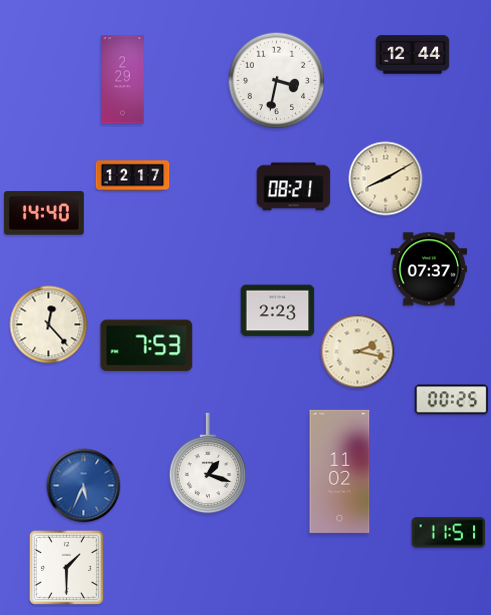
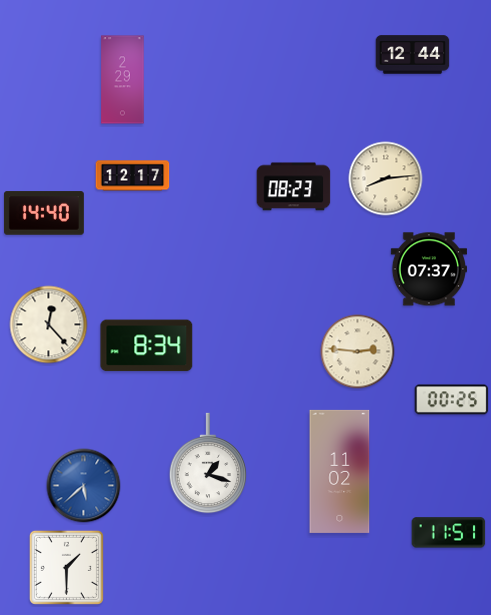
clock at (277, 81): 3:32 -> none
clock at (386, 179): 8:10 -> 8:14
clock at (294, 187): 08:21 -> 08:23
clock at (278, 311): 2:23 -> none
clock at (147, 346): 7:53 -> 8:34
clock at (358, 352): 2:17 -> 2:46
clock at (84, 486): 5:34 -> 5:38
